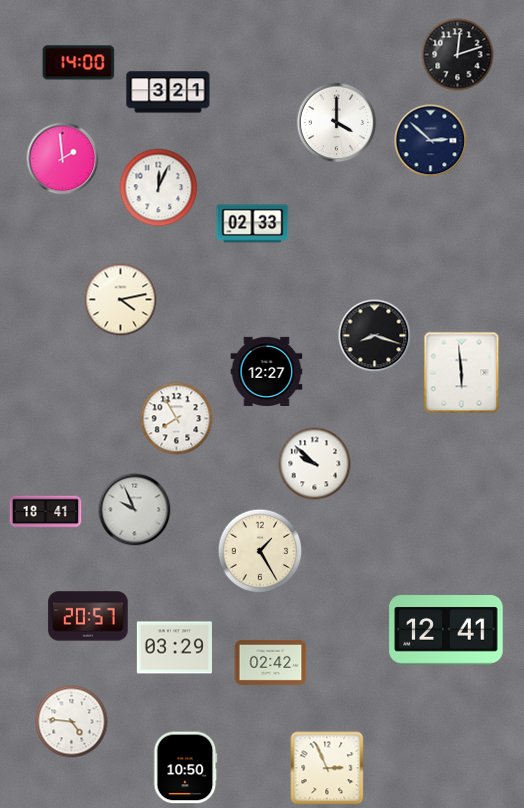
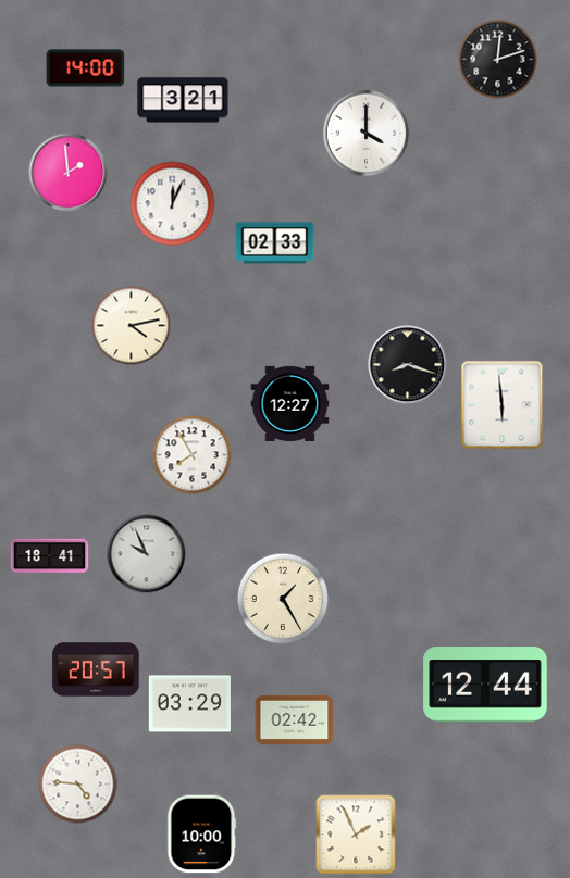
clock at (431, 141): 2:52 -> none
clock at (315, 464): 9:52 -> none
clock at (446, 631): 12:41 -> 12:44
clock at (186, 768): 10:50 -> 10:00
clock at (327, 768): 2:56 -> 1:56
